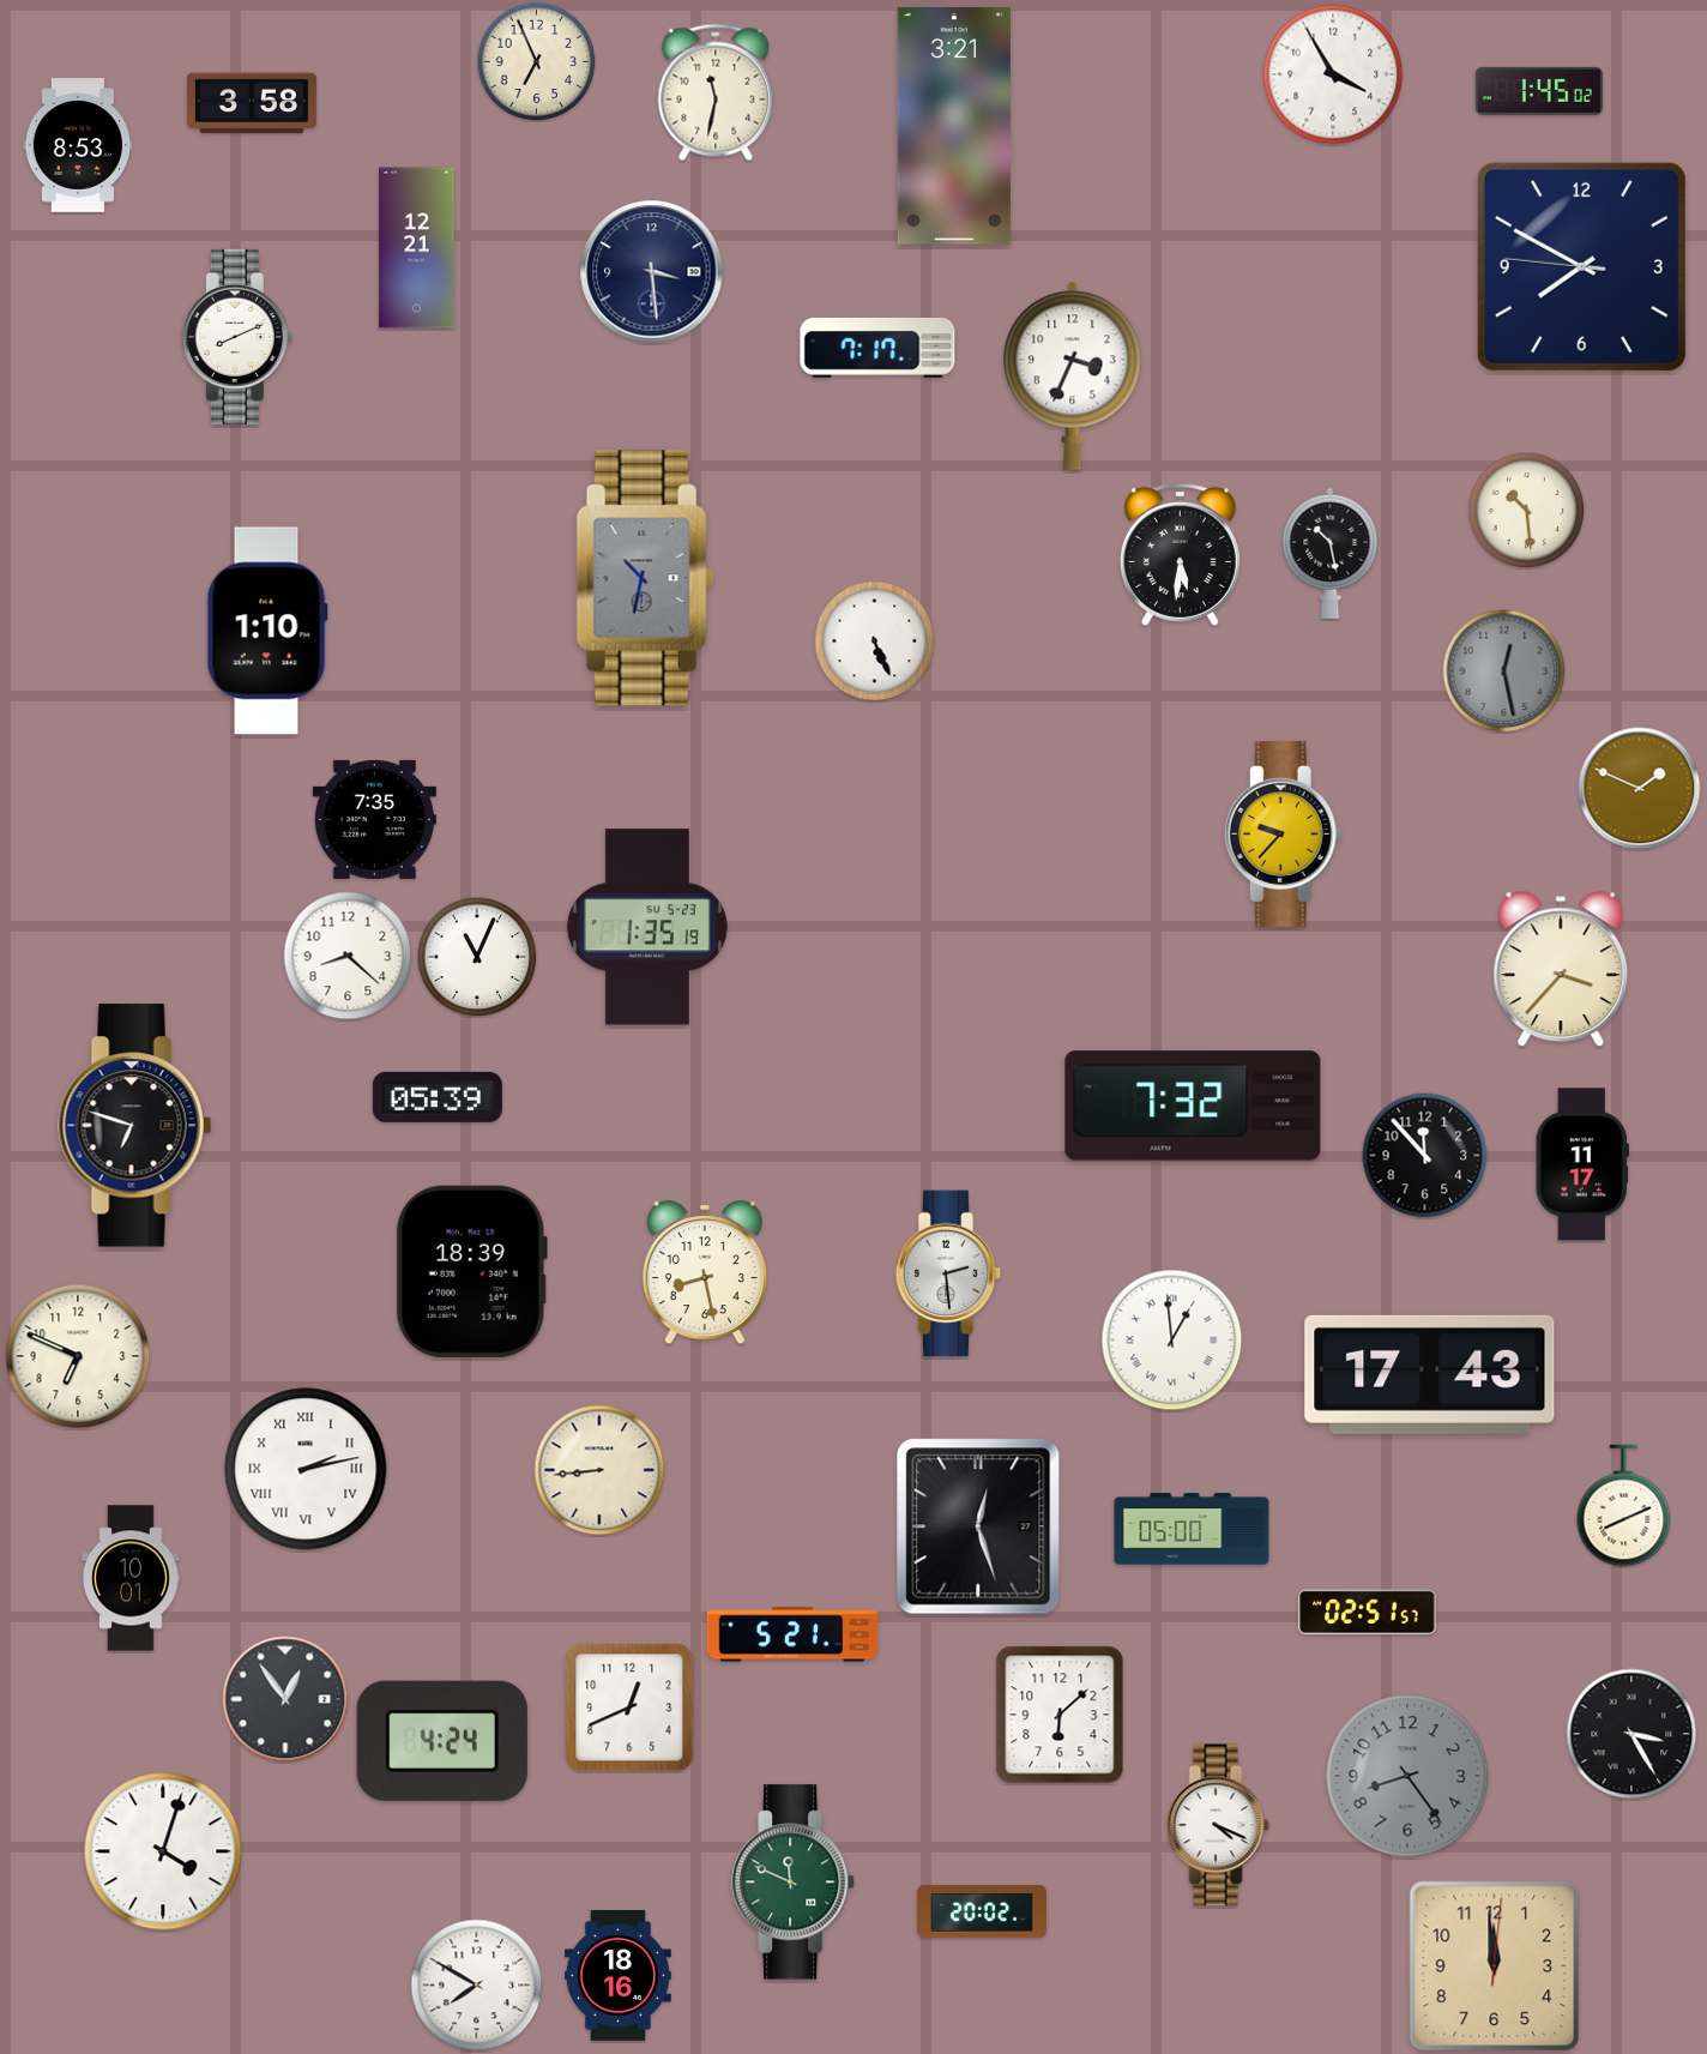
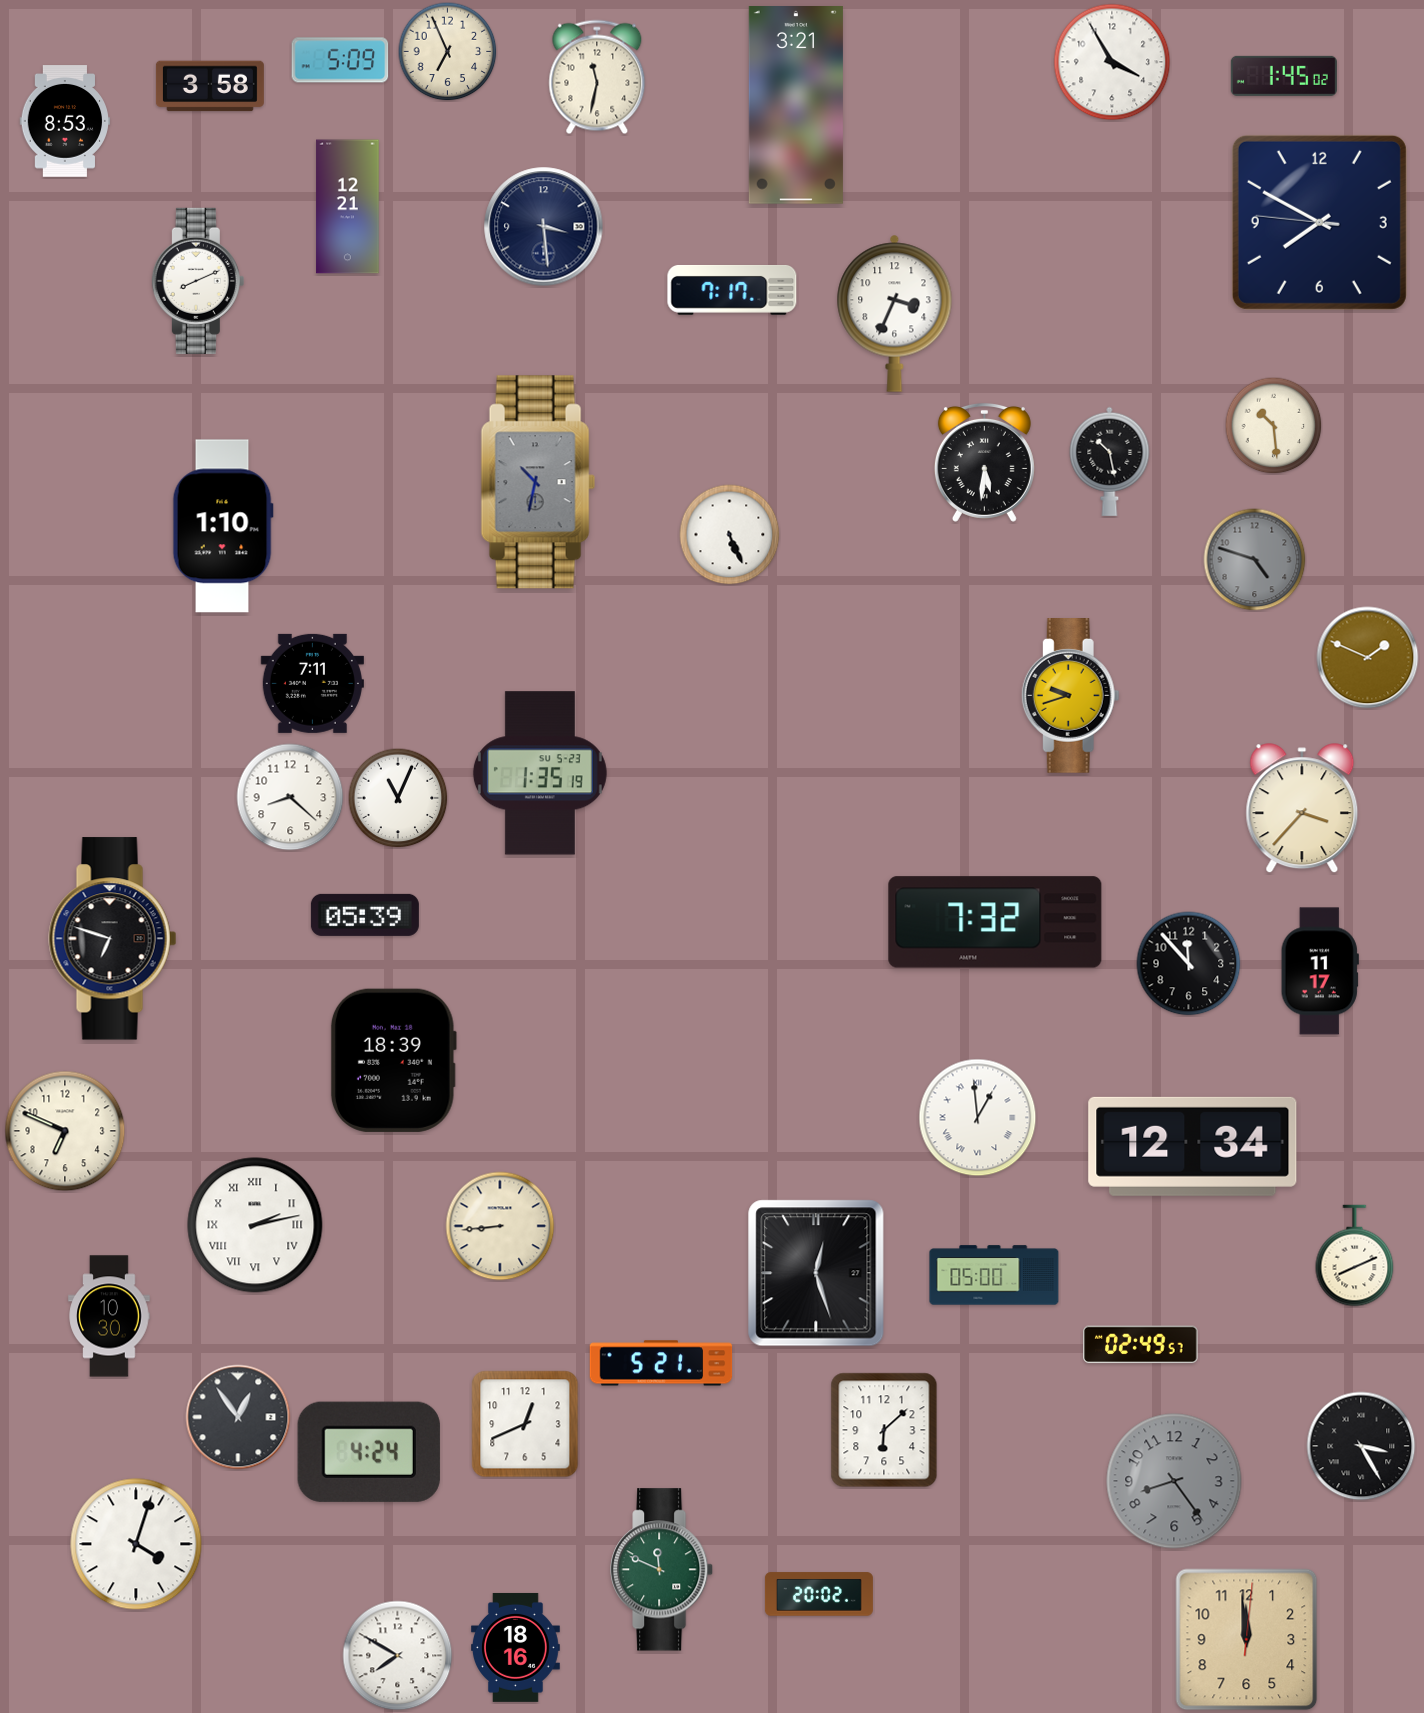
clock at (340, 60): none -> 5:09
clock at (1504, 671): 12:28 -> 4:48
clock at (374, 819): 7:35 -> 7:11
clock at (1283, 835): 9:37 -> 9:42
clock at (705, 1273): 8:28 -> none
clock at (948, 1273): 2:29 -> none
clock at (1430, 1374): 17:43 -> 12:34
clock at (131, 1578): 10:01 -> 10:30
clock at (1368, 1613): 02:51 -> 02:49
clock at (1218, 1825): 4:19 -> none
